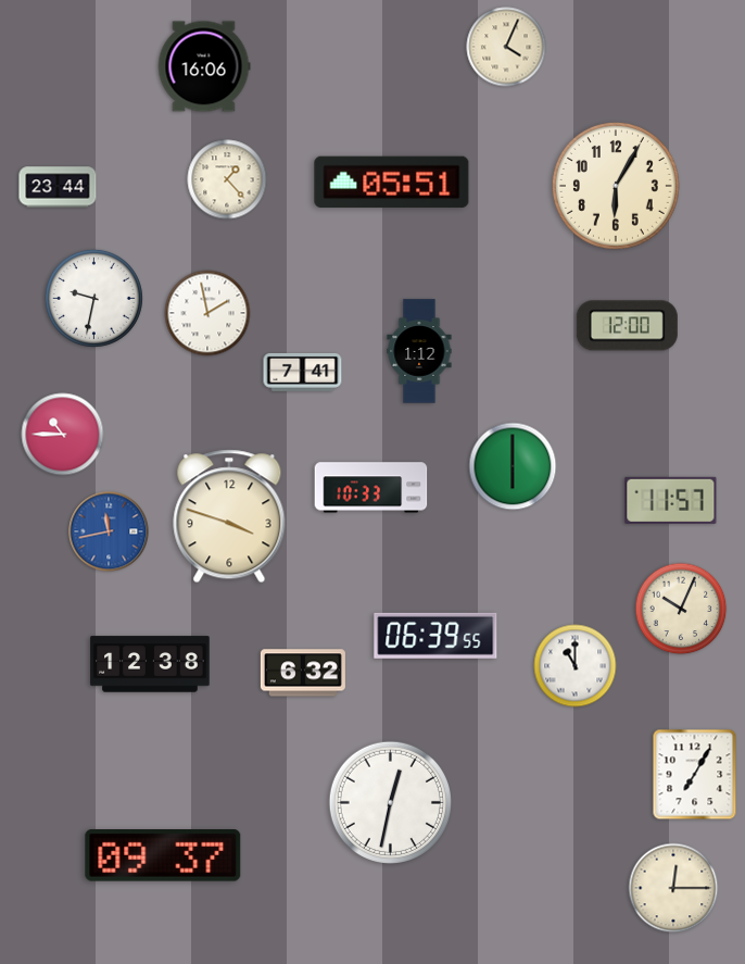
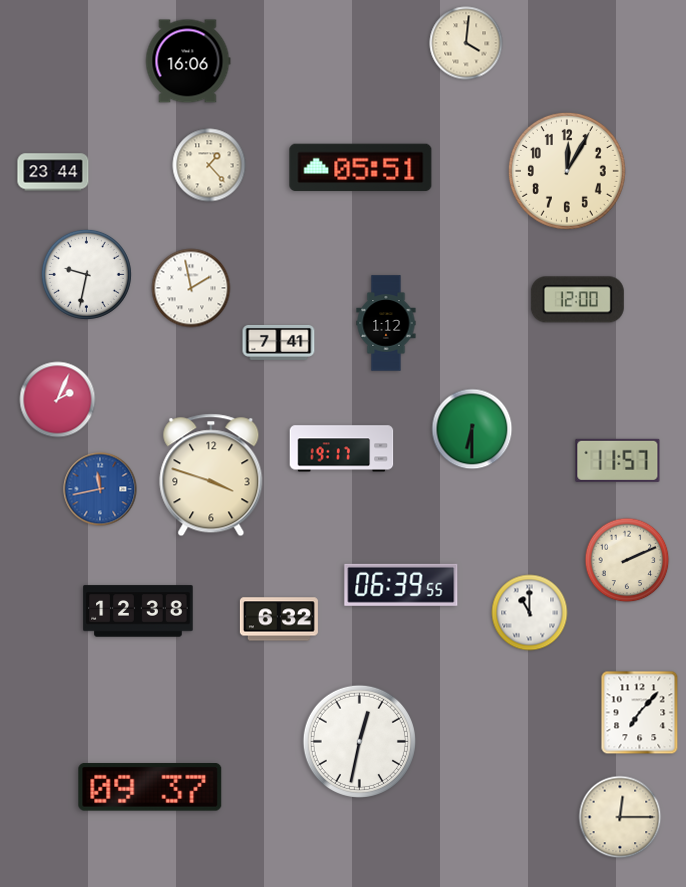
clock at (506, 47): 4:04 -> 4:01
clock at (616, 186): 6:05 -> 12:05
clock at (63, 435): 10:45 -> 2:04
clock at (513, 466): 6:00 -> 6:30
clock at (371, 488): 10:33 -> 19:17
clock at (681, 609): 10:04 -> 2:11
clock at (695, 775): 7:05 -> 7:07
clock at (390, 802) position: (390, 802) -> (359, 741)
